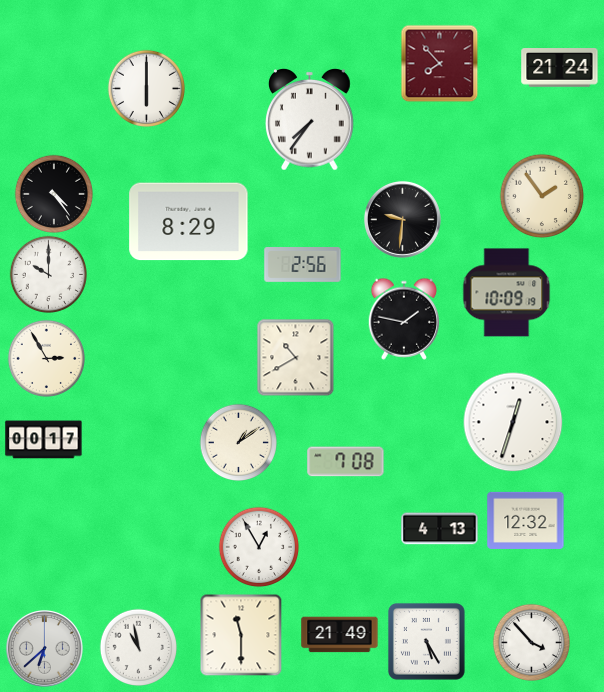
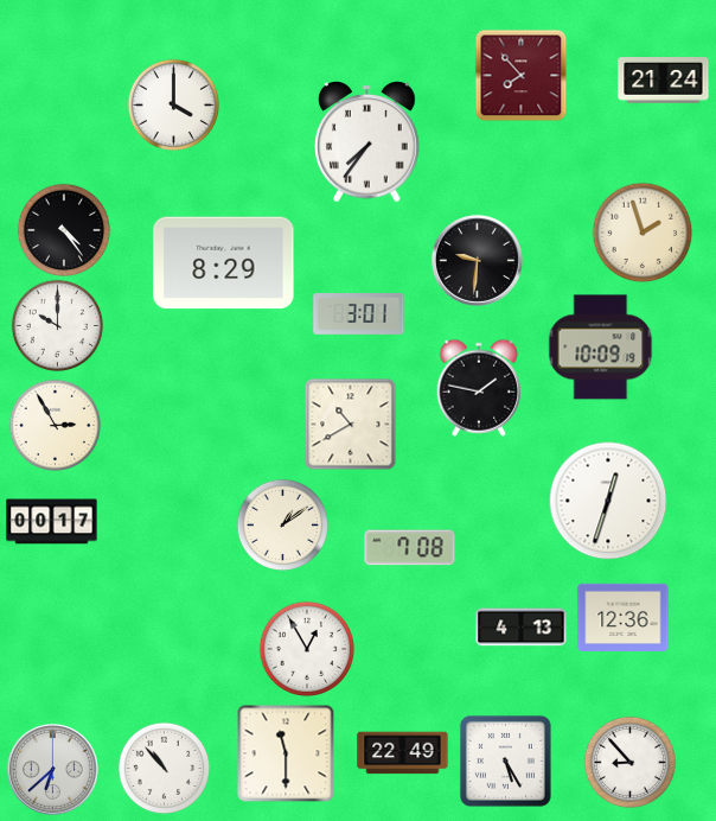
clock at (146, 88): 6:00 -> 4:00
clock at (542, 196): 1:54 -> 1:57
clock at (303, 265): 2:56 -> 3:01
clock at (403, 319) position: (403, 319) -> (478, 388)
clock at (526, 520): 12:32 -> 12:36
clock at (340, 635): 21:49 -> 22:49
clock at (531, 642): 3:53 -> 8:53
clock at (138, 647): 10:58 -> 10:53
